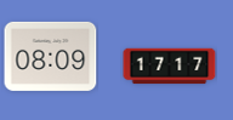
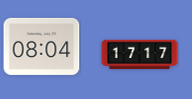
clock at (51, 56): 08:09 -> 08:04
